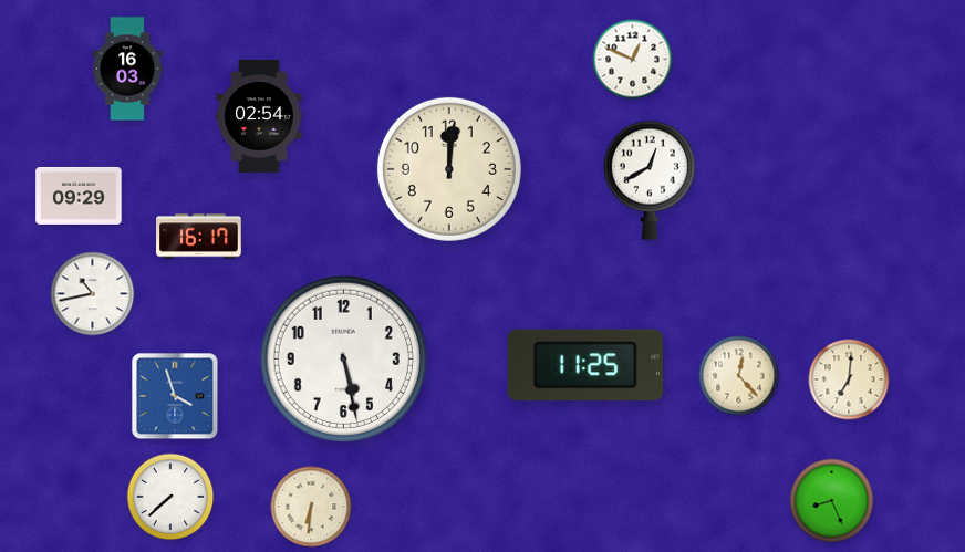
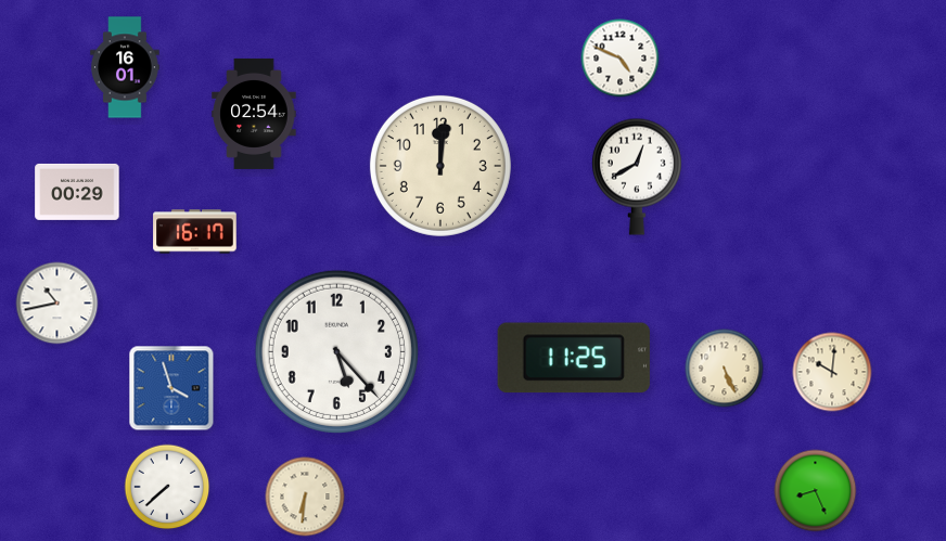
clock at (633, 60): 12:49 -> 4:49
clock at (127, 69): 16:03 -> 16:01
clock at (79, 196): 09:29 -> 00:29
clock at (93, 294) position: (93, 294) -> (57, 304)
clock at (343, 358): 5:28 -> 5:23
clock at (739, 376): 12:23 -> 5:26
clock at (849, 379): 7:01 -> 10:01
